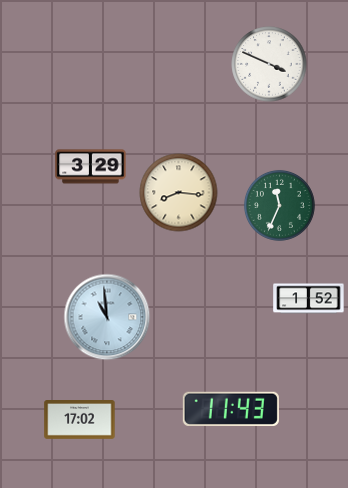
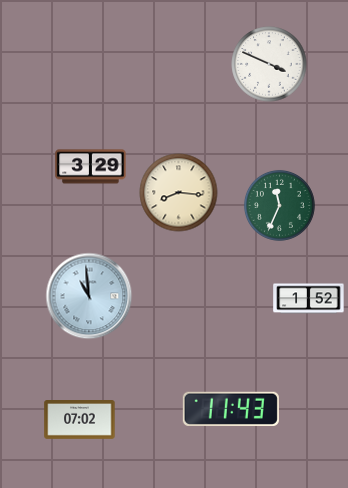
clock at (107, 317) position: (107, 317) -> (89, 296)
clock at (80, 420): 17:02 -> 07:02
